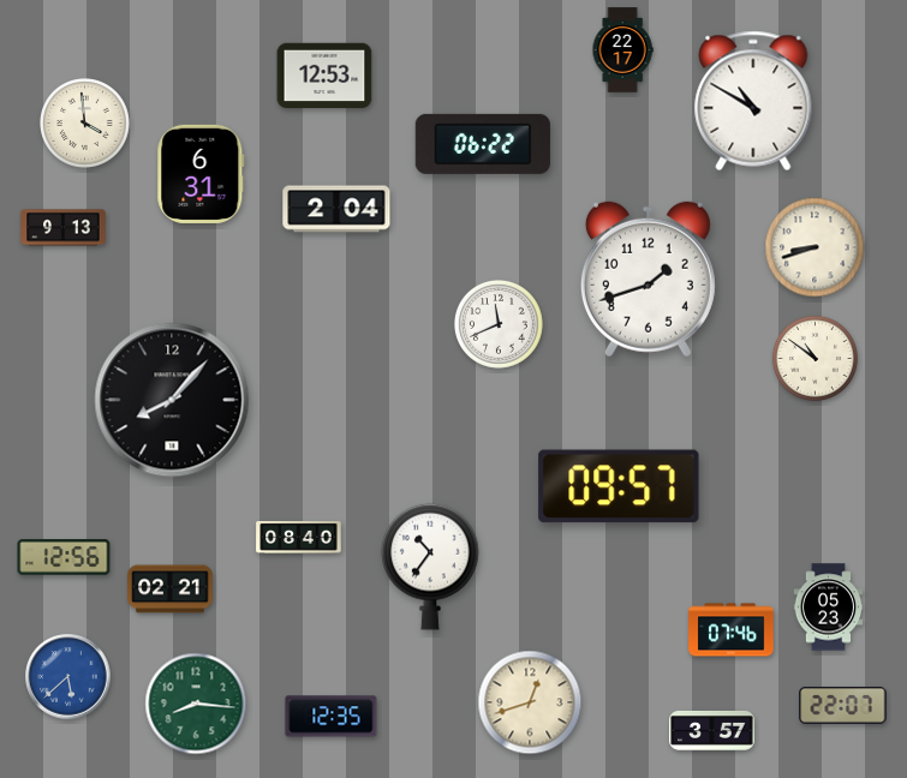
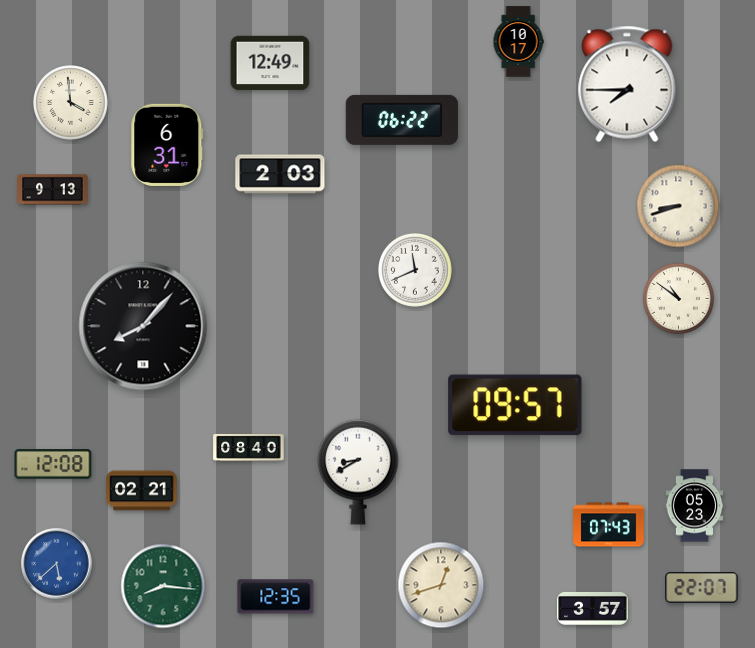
clock at (622, 50): 22:17 -> 10:17
clock at (324, 76): 12:53 -> 12:49
clock at (753, 101): 10:50 -> 7:45
clock at (336, 209): 2:04 -> 2:03
clock at (648, 280): 1:42 -> none
clock at (172, 400) position: (172, 400) -> (143, 326)
clock at (64, 557): 12:56 -> 12:08
clock at (430, 567): 10:36 -> 8:40
clock at (829, 608) position: (829, 608) -> (695, 506)
clock at (732, 630): 07:46 -> 07:43
